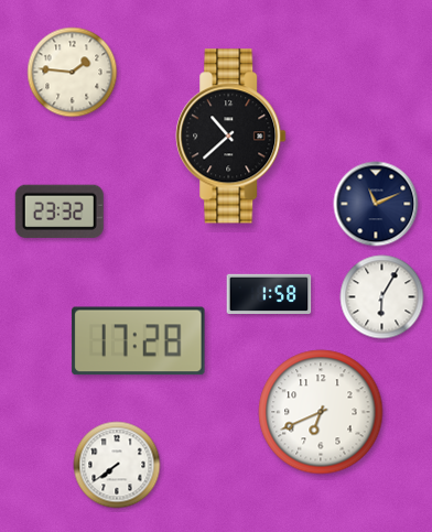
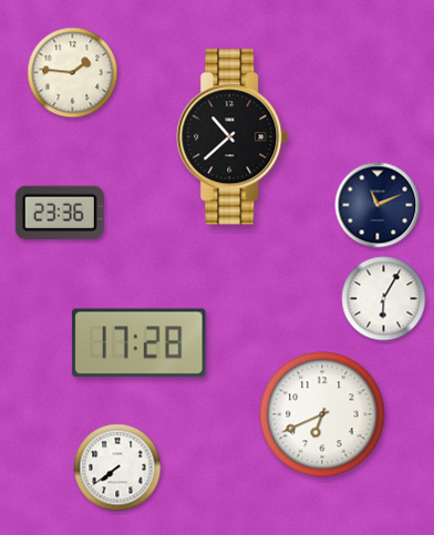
clock at (60, 211): 23:32 -> 23:36
clock at (269, 293): 1:58 -> none
